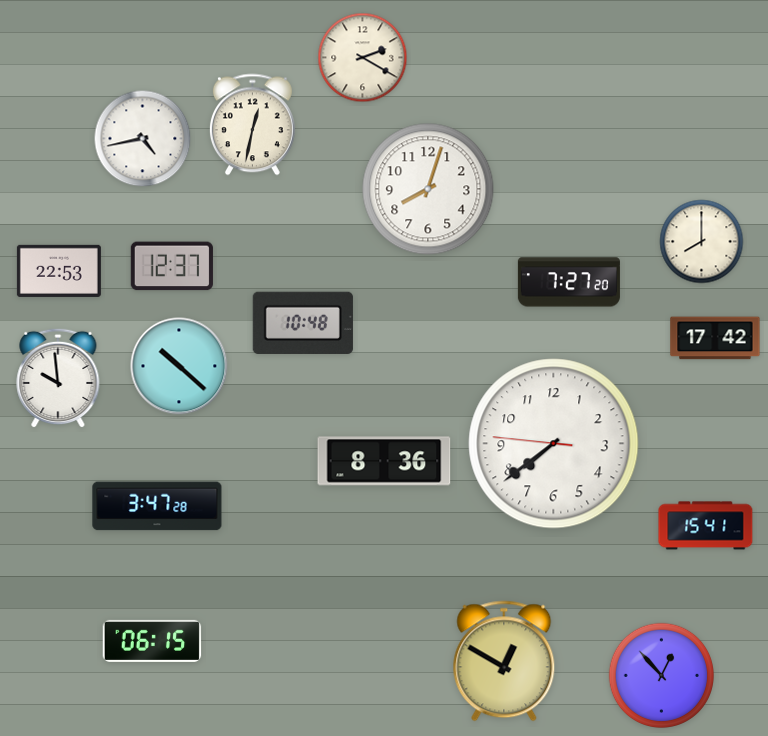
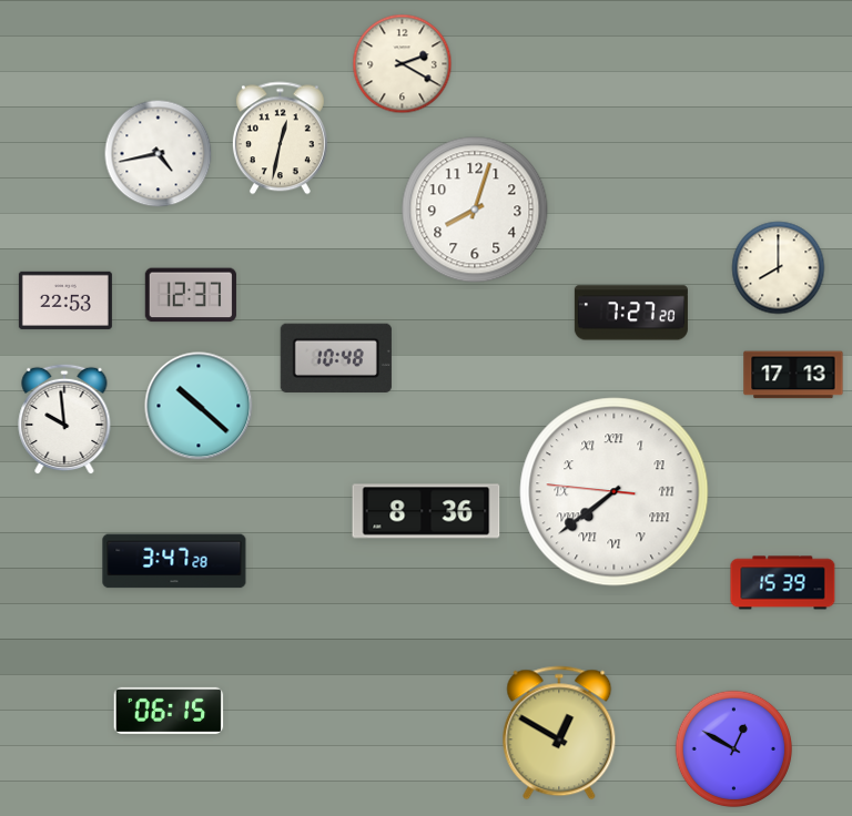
clock at (715, 338): 17:42 -> 17:13
clock at (554, 444) numerals: Arabic -> Roman
clock at (706, 526): 15:41 -> 15:39
clock at (661, 675): 12:53 -> 12:50
